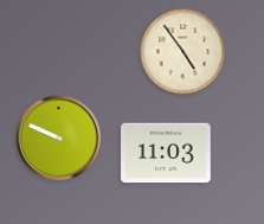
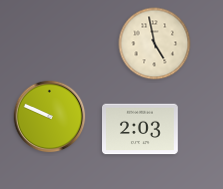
clock at (183, 52): 4:54 -> 4:58
clock at (167, 153): 11:03 -> 2:03
